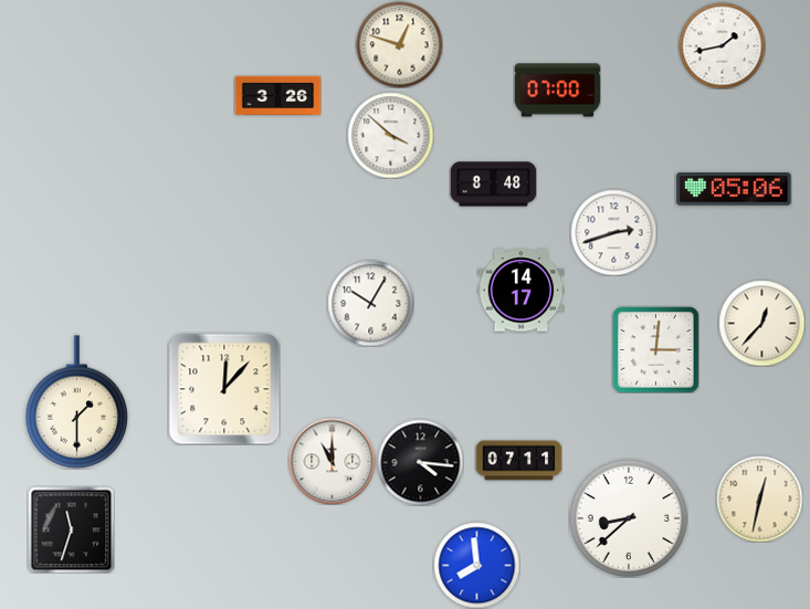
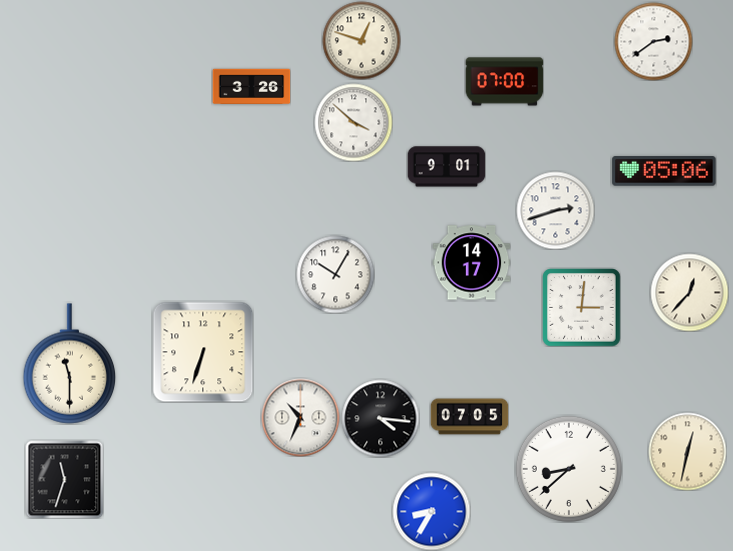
clock at (722, 45): 1:43 -> 2:39
clock at (493, 185): 8:48 -> 9:01
clock at (655, 349) position: (655, 349) -> (581, 307)
clock at (224, 389): 12:07 -> 6:33
clock at (77, 402): 1:30 -> 11:30
clock at (332, 461): 11:00 -> 10:34
clock at (518, 461): 07:11 -> 07:05
clock at (476, 565): 7:59 -> 8:35
